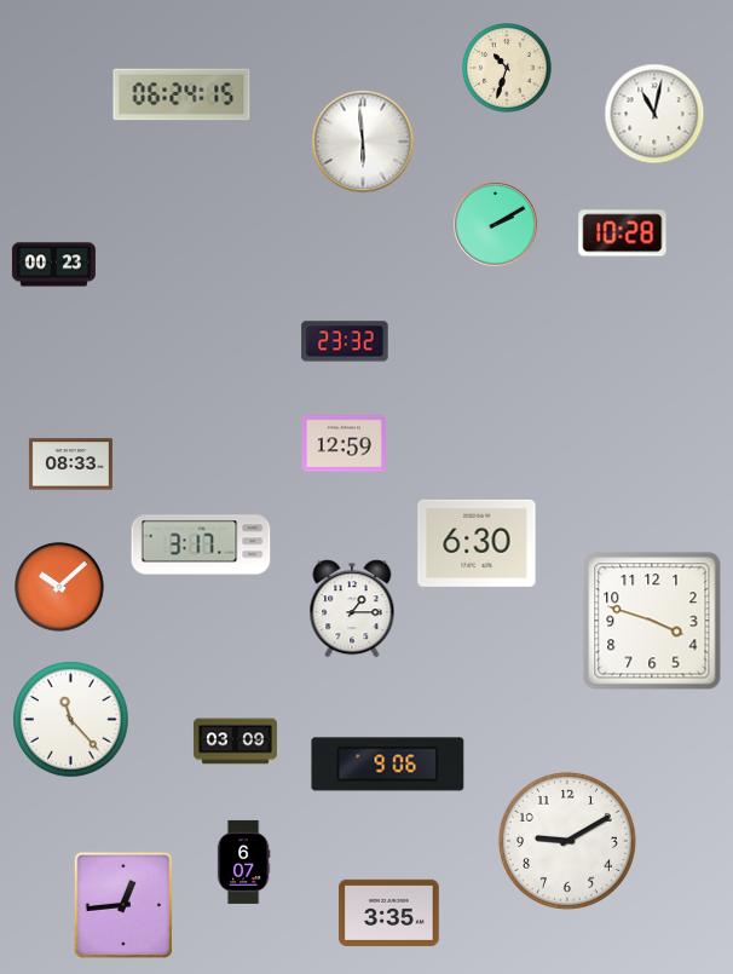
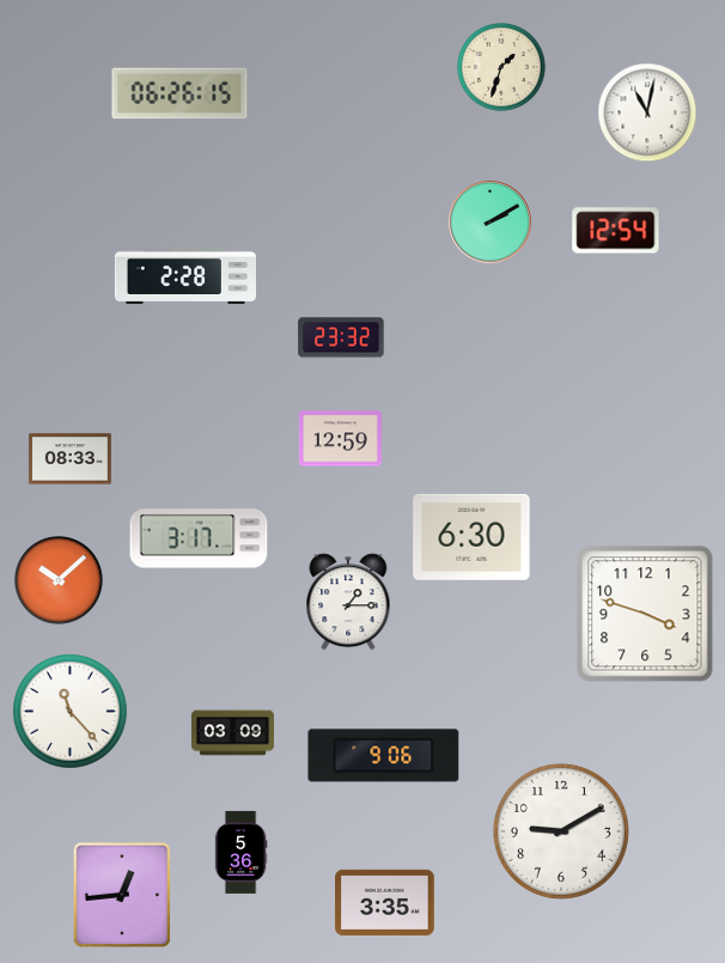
clock at (508, 69): 10:33 -> 1:33
clock at (181, 94): 06:24 -> 06:26
clock at (363, 142): 5:59 -> none
clock at (623, 234): 10:28 -> 12:54
clock at (53, 265): 00:23 -> none
clock at (185, 276): none -> 2:28
clock at (243, 861): 6:07 -> 5:36
